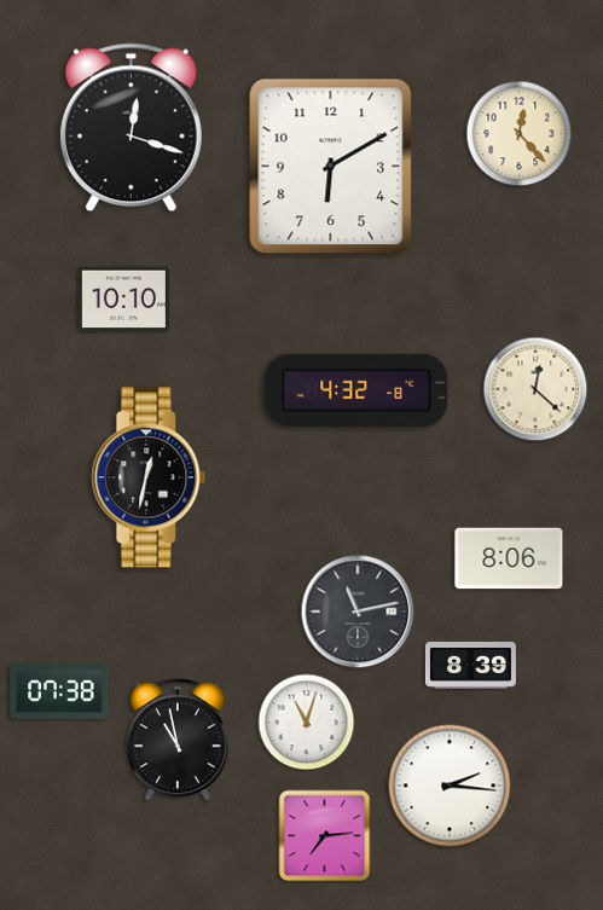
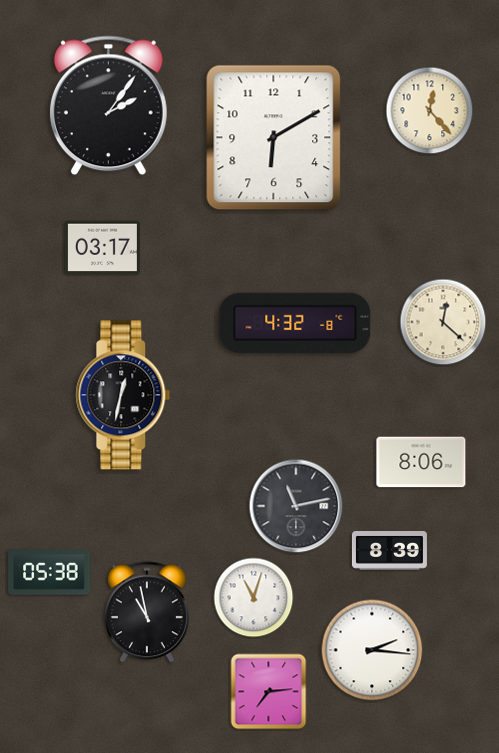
clock at (131, 128): 12:18 -> 2:06
clock at (123, 300): 10:10 -> 03:17
clock at (59, 691): 07:38 -> 05:38
